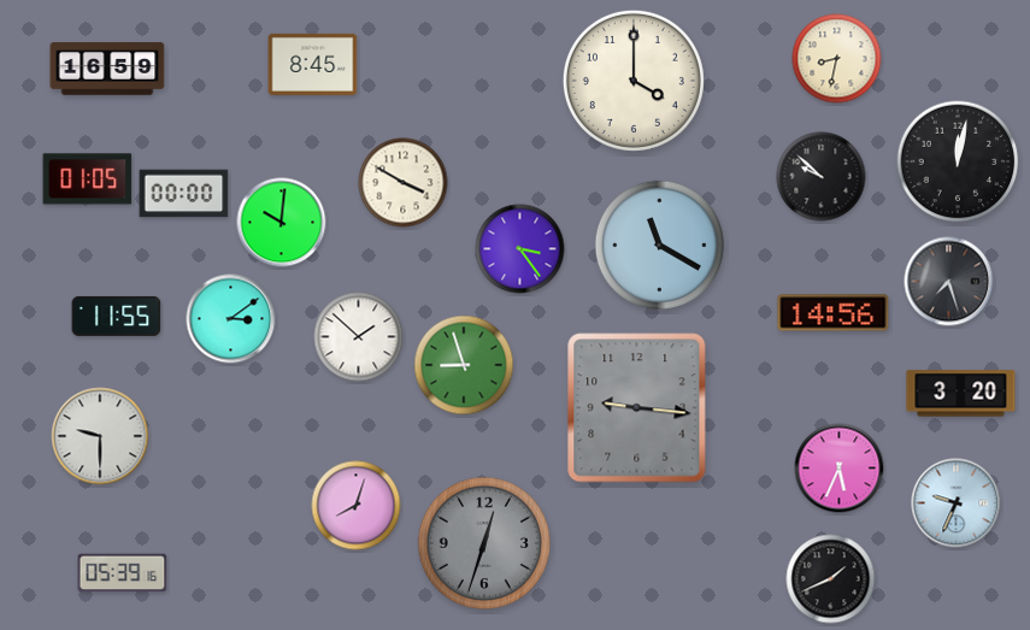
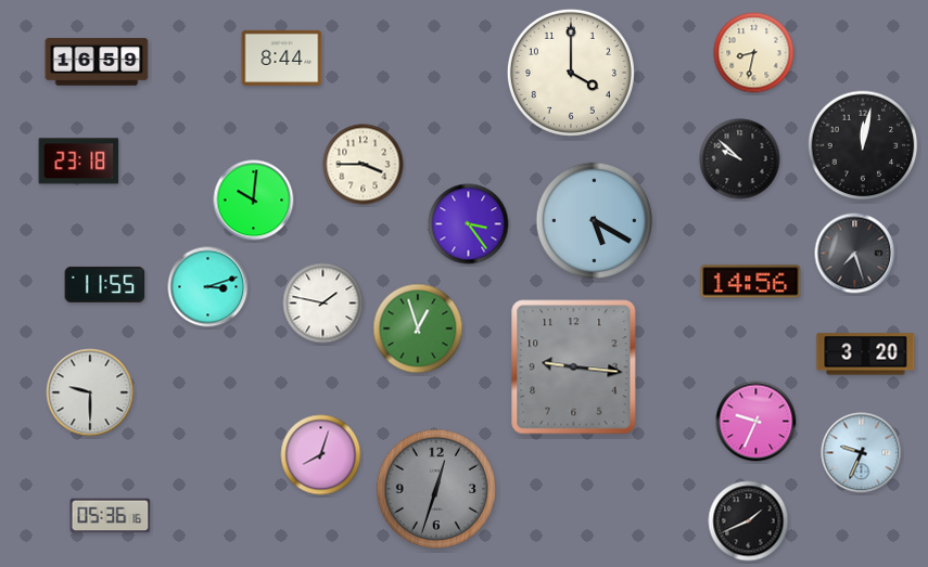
clock at (313, 64): 8:45 -> 8:44
clock at (88, 179): 01:05 -> 23:18
clock at (404, 183): 3:50 -> 3:45
clock at (184, 194): 00:00 -> none
clock at (659, 245): 11:20 -> 5:20
clock at (231, 319): 3:09 -> 3:12
clock at (359, 337): 1:52 -> 1:47
clock at (464, 365): 8:57 -> 12:57
clock at (840, 469): 5:34 -> 9:34
clock at (123, 573): 05:39 -> 05:36
